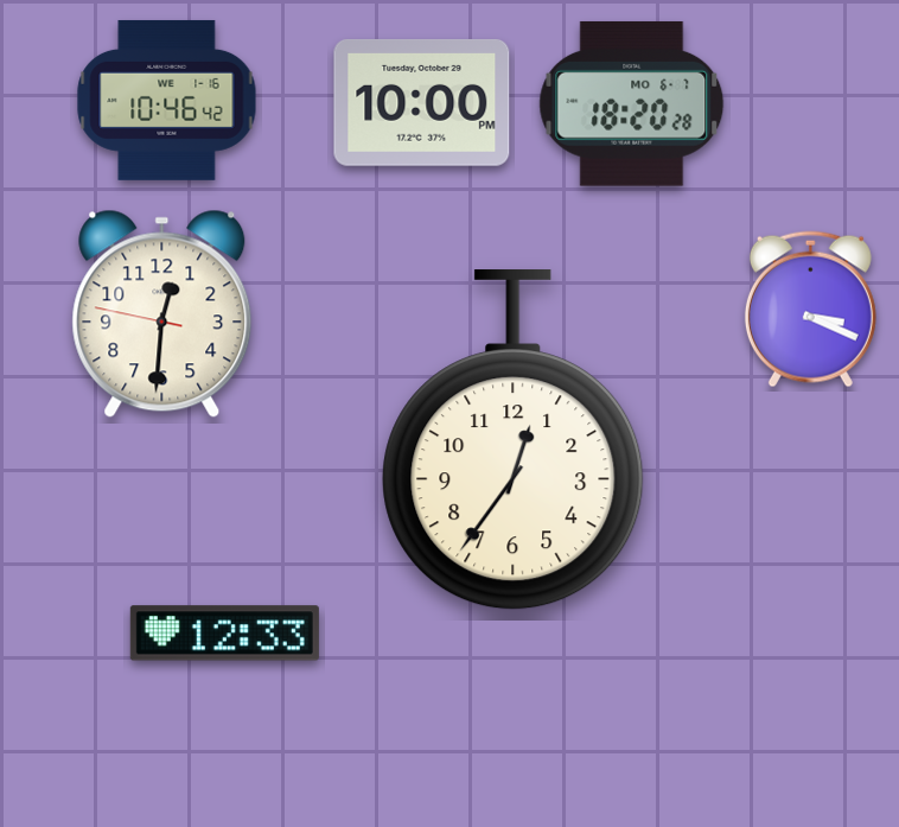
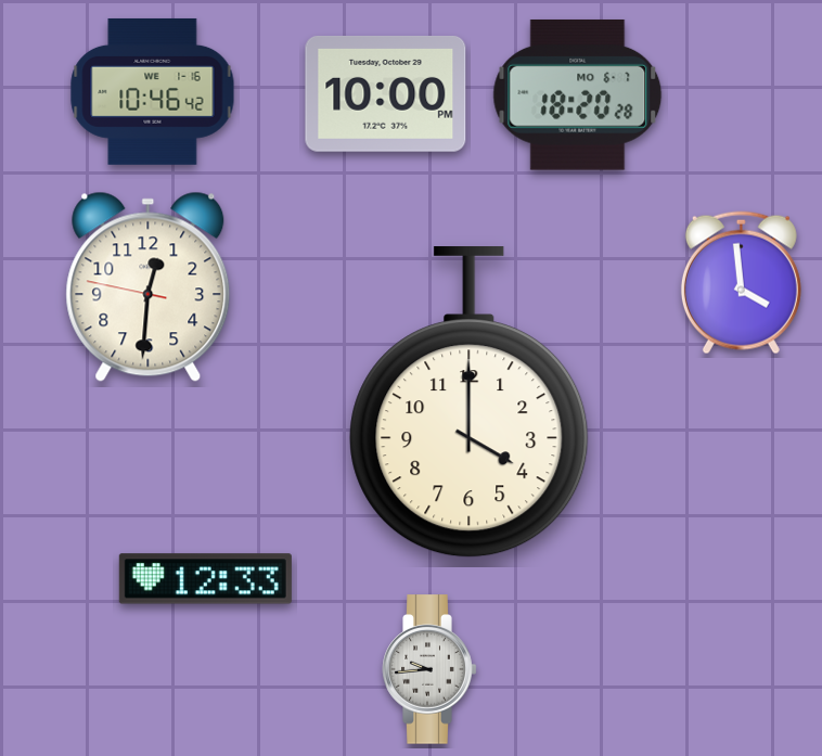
clock at (810, 310): 3:19 -> 3:59
clock at (514, 440): 12:36 -> 4:00
clock at (429, 669): none -> 9:44
